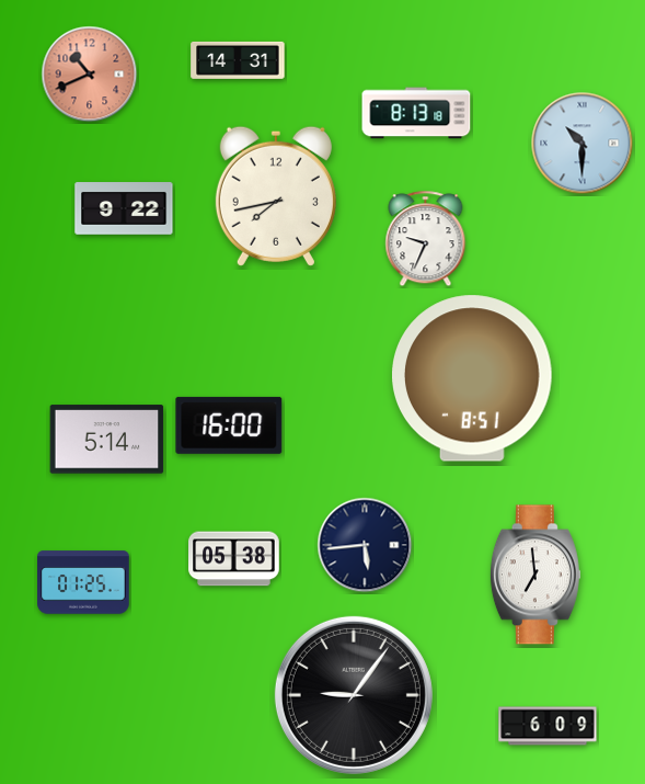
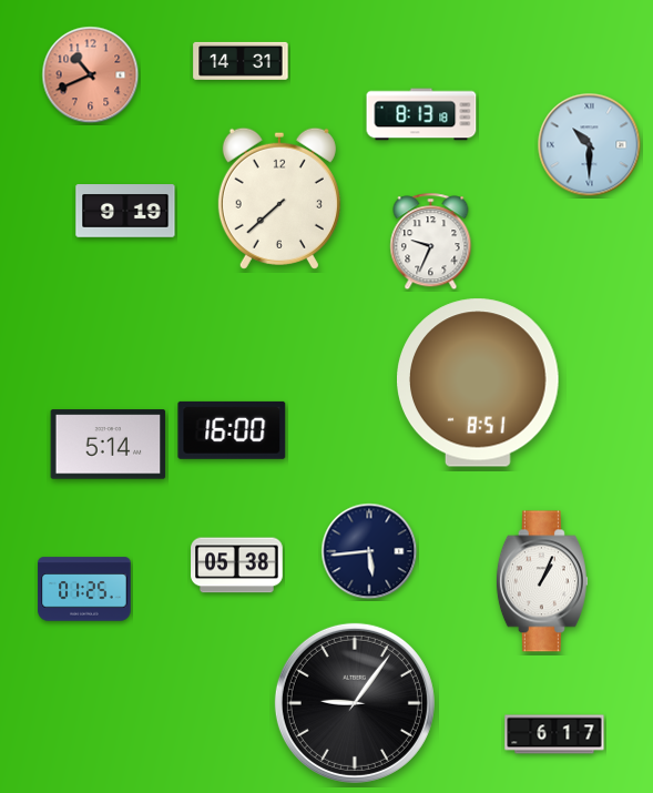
clock at (276, 196): 7:43 -> 7:38
clock at (124, 208): 9:22 -> 9:19
clock at (535, 575): 6:59 -> 1:04
clock at (354, 695) position: (354, 695) -> (355, 703)
clock at (548, 726): 6:09 -> 6:17
